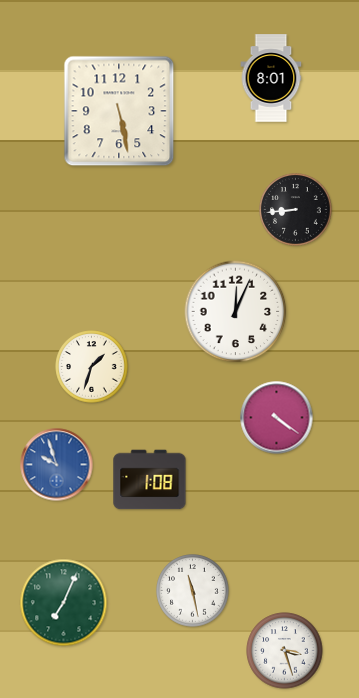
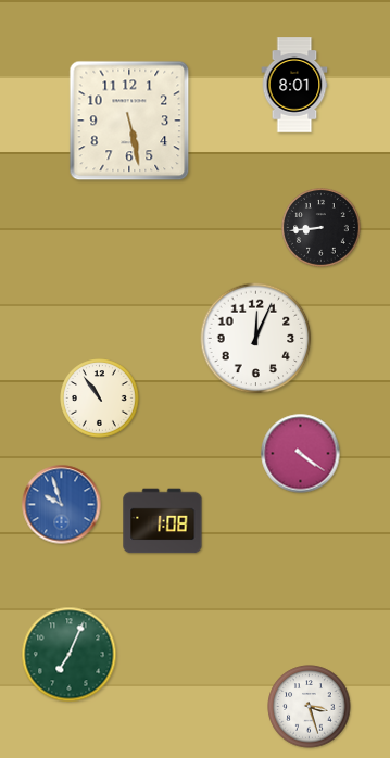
clock at (92, 367): 1:33 -> 10:54
clock at (193, 591): 11:28 -> none
